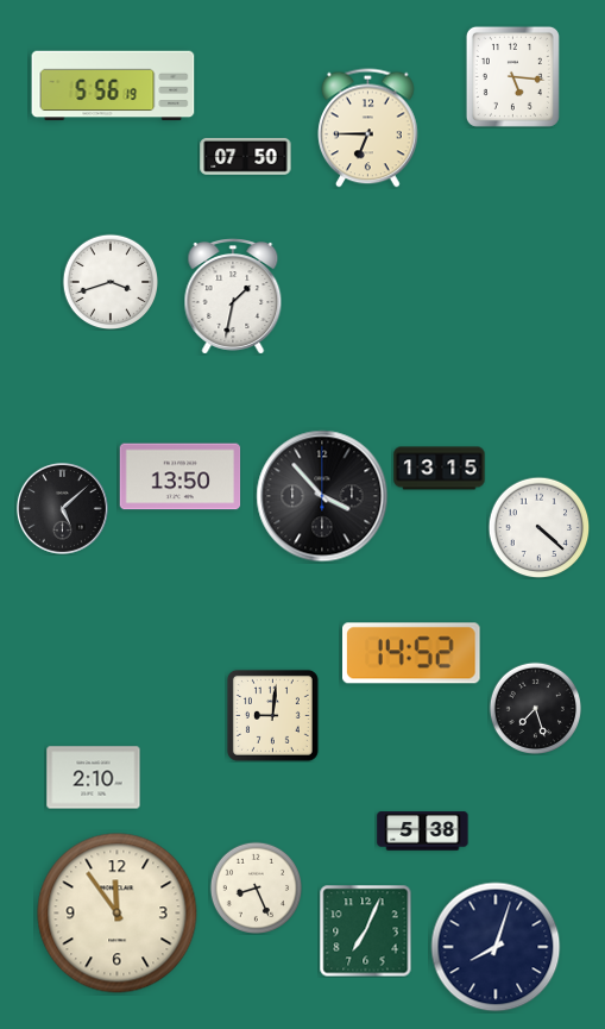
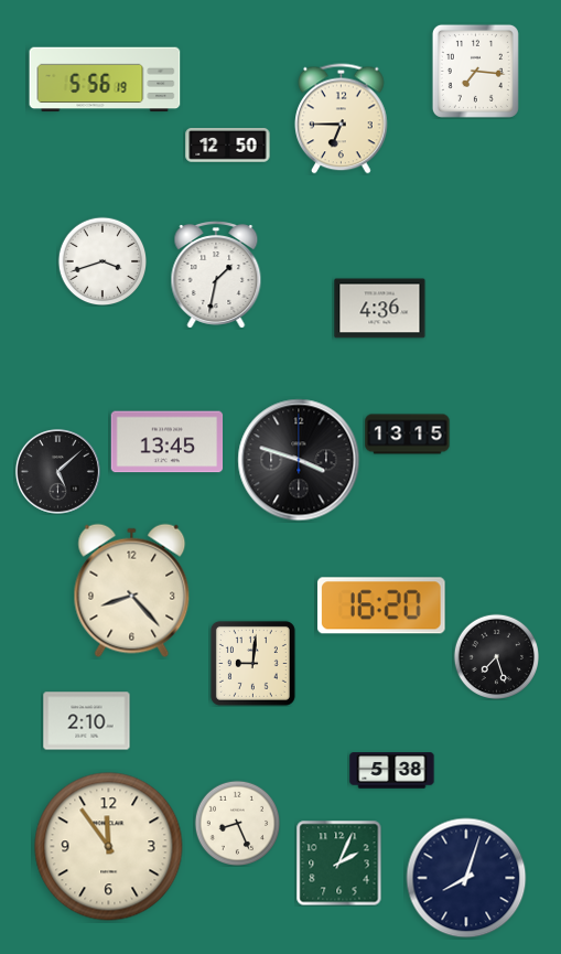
clock at (512, 76): 5:16 -> 7:16
clock at (246, 157): 07:50 -> 12:50
clock at (380, 309): none -> 4:36
clock at (181, 477): 13:50 -> 13:45
clock at (322, 496): 3:53 -> 3:48
clock at (538, 527): 4:22 -> none
clock at (132, 591): none -> 8:23
clock at (412, 653): 14:52 -> 16:20
clock at (365, 930): 7:04 -> 2:04
clock at (496, 947) position: (496, 947) -> (466, 878)
